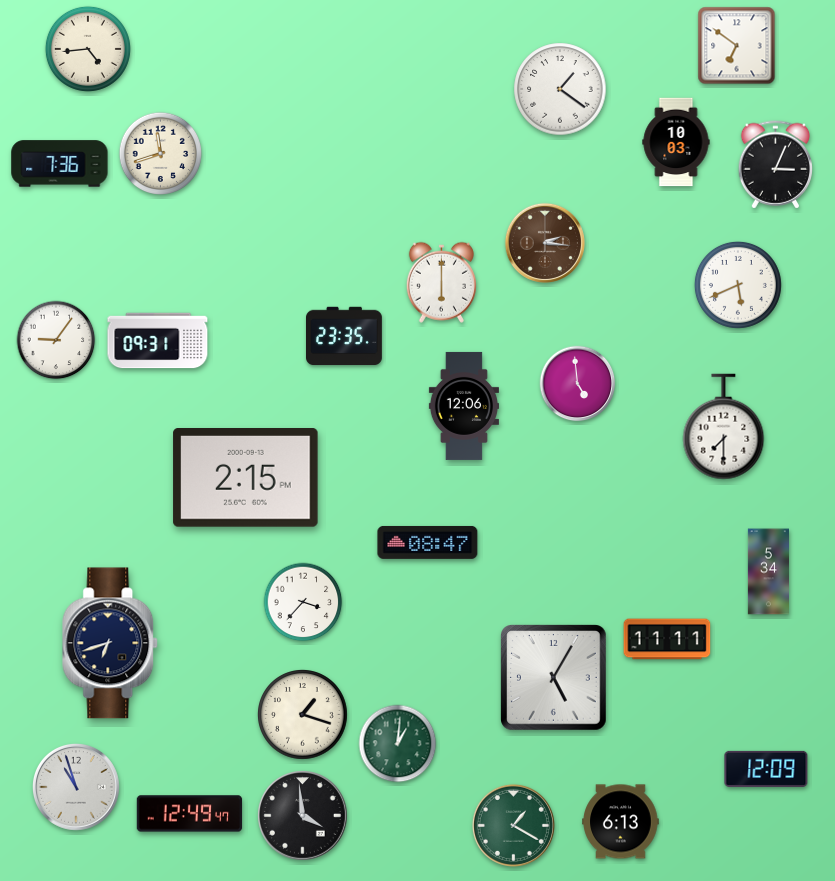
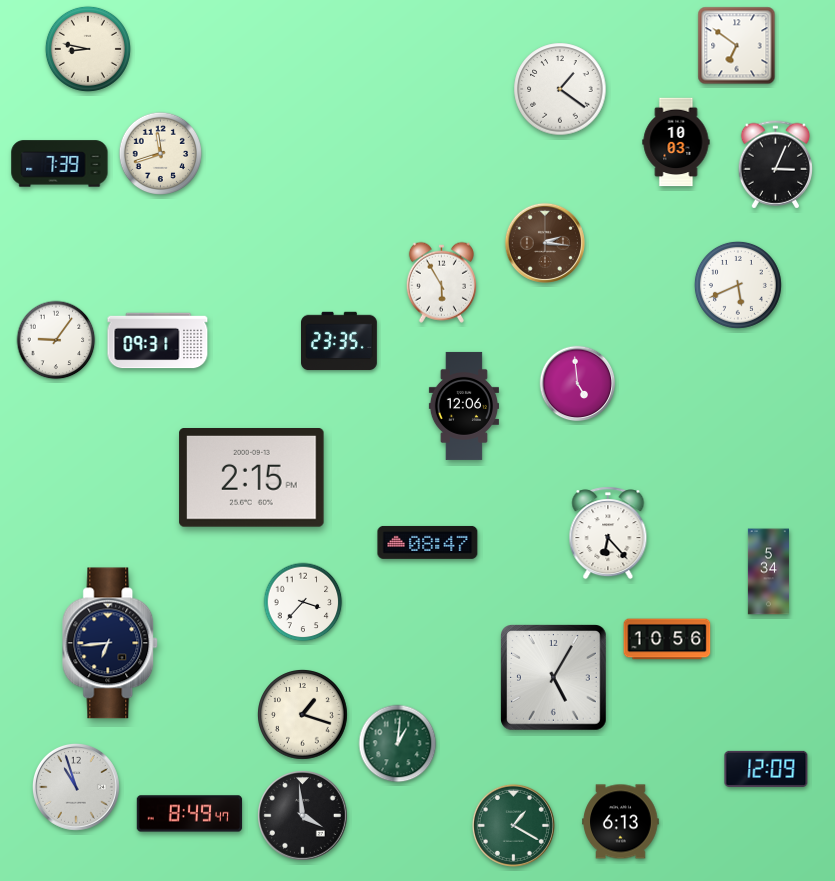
clock at (88, 49): 4:44 -> 8:47
clock at (60, 164): 7:36 -> 7:39
clock at (441, 282): 6:00 -> 5:55
clock at (345, 336) position: (345, 336) -> (340, 341)
clock at (724, 427): 7:30 -> none
clock at (246, 478) position: (246, 478) -> (252, 478)
clock at (608, 533): none -> 6:23
clock at (667, 639): 11:11 -> 10:56
clock at (111, 643): 6:42 -> 6:44
clock at (190, 814): 12:49 -> 8:49
